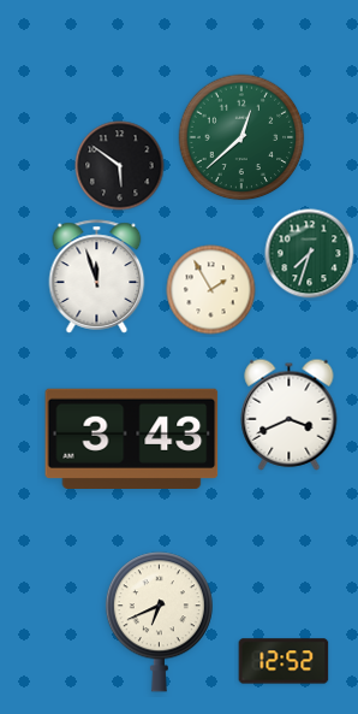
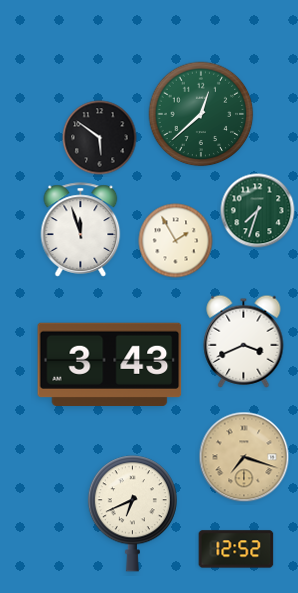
clock at (290, 414) position: (290, 414) -> (244, 341)
clock at (244, 457): none -> 7:18
clock at (159, 622) position: (159, 622) -> (132, 514)
